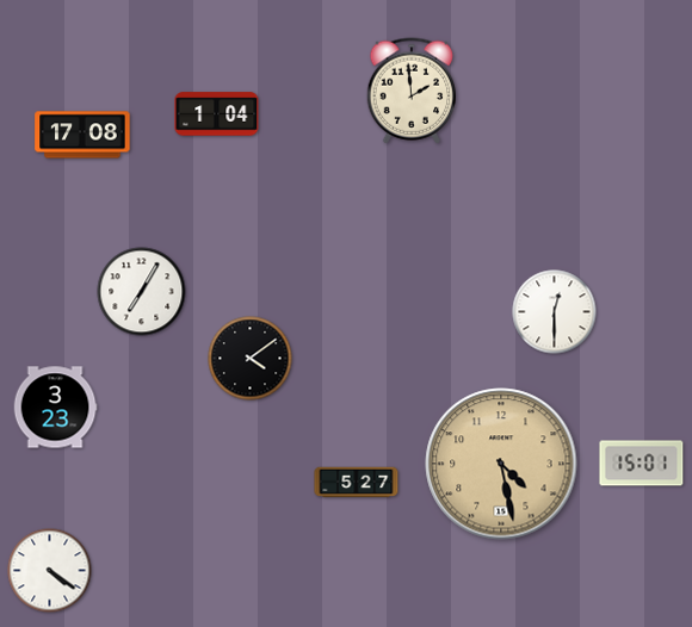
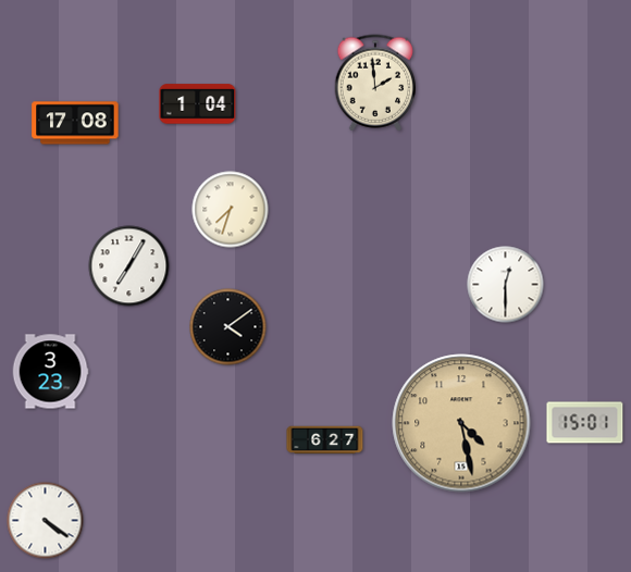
clock at (231, 210): none -> 7:33
clock at (501, 464) position: (501, 464) -> (461, 423)
clock at (357, 483): 5:27 -> 6:27
